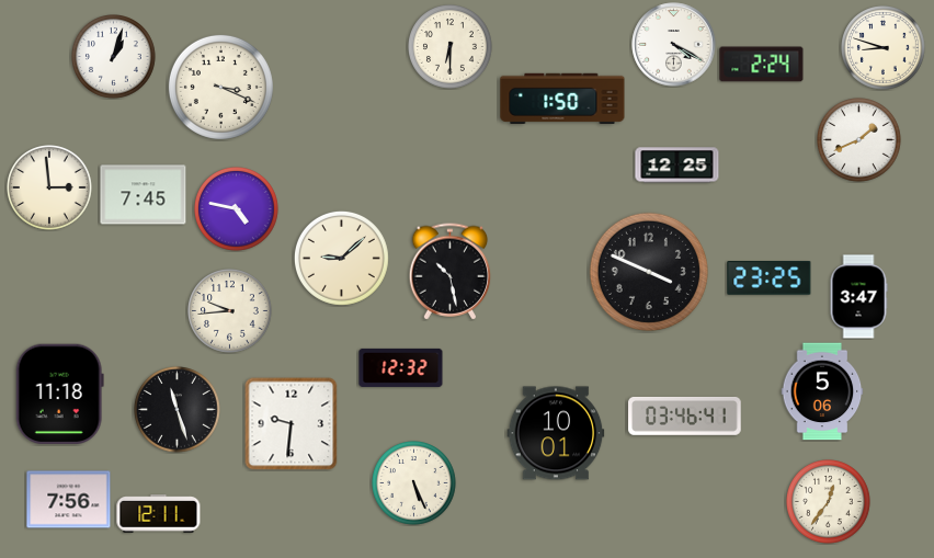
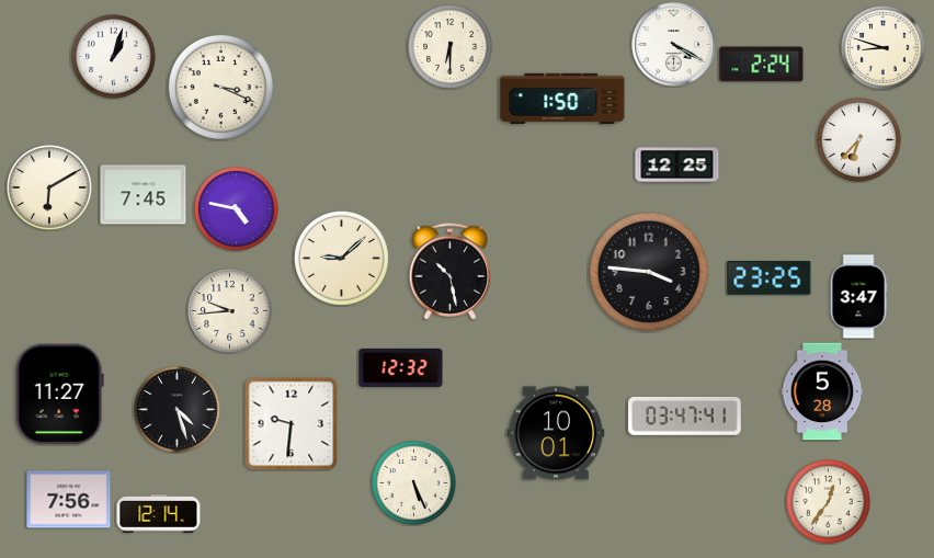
clock at (859, 140): 1:41 -> 6:37
clock at (50, 189): 2:59 -> 6:10
clock at (649, 272): 3:49 -> 3:46
clock at (822, 391): 5:06 -> 5:28
clock at (59, 394): 11:18 -> 11:27
clock at (178, 410): 11:27 -> 4:27
clock at (685, 415): 03:46 -> 03:47
clock at (159, 514): 12:11 -> 12:14
